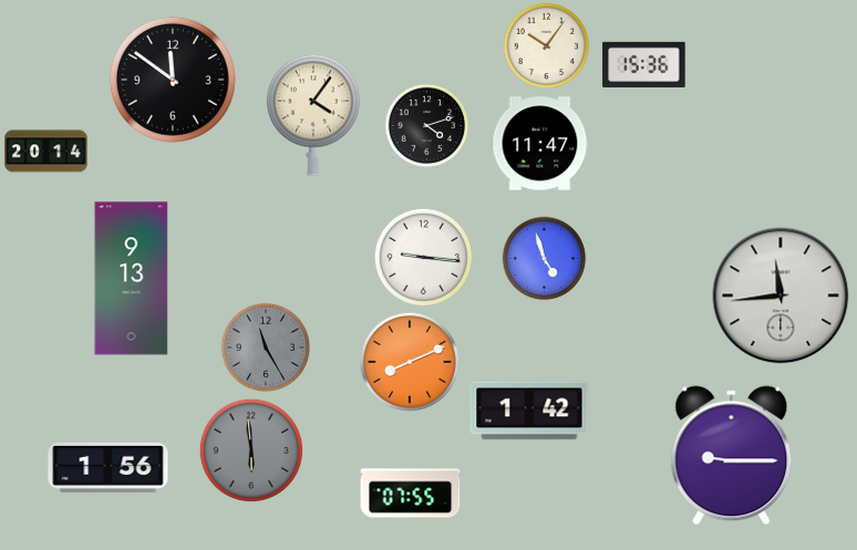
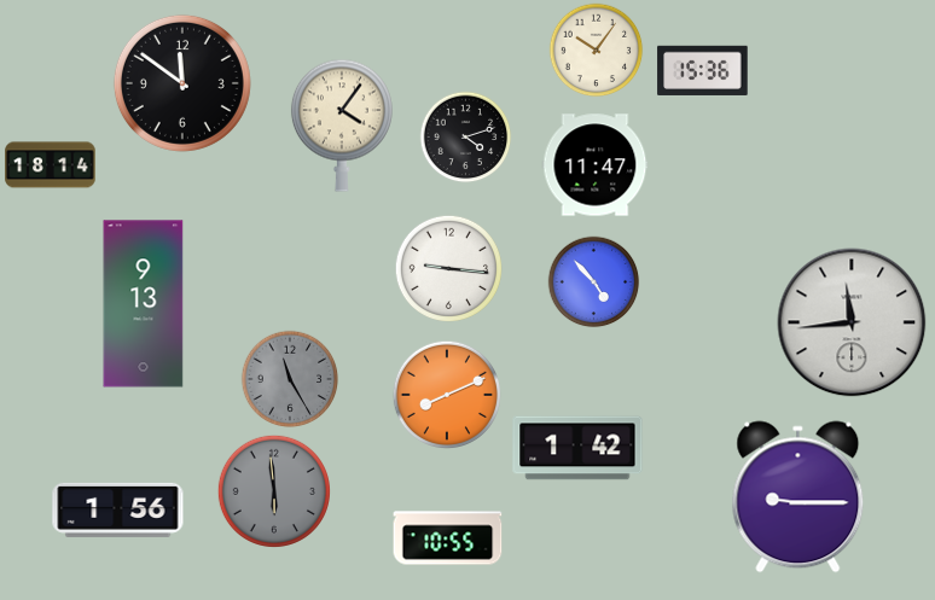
clock at (173, 80) position: (173, 80) -> (182, 83)
clock at (540, 144) position: (540, 144) -> (596, 165)
clock at (47, 152): 20:14 -> 18:14
clock at (423, 257) position: (423, 257) -> (448, 268)
clock at (545, 259): 4:57 -> 4:53
clock at (411, 494): 07:55 -> 10:55
